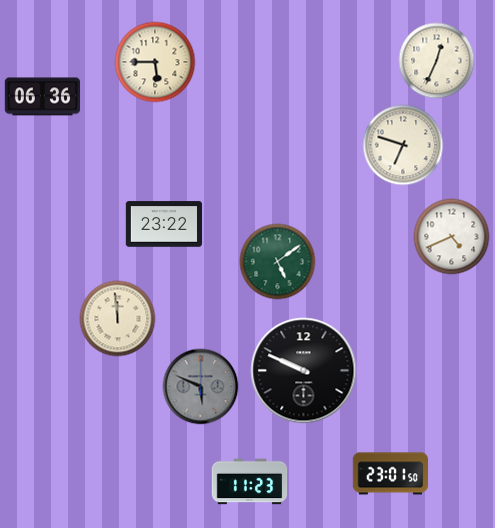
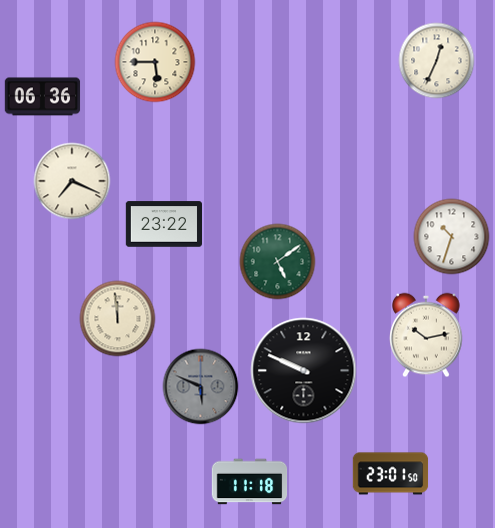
clock at (403, 145): 6:48 -> none
clock at (72, 181): none -> 7:19
clock at (452, 237): 4:41 -> 10:33
clock at (426, 335): none -> 10:13
clock at (250, 482): 11:23 -> 11:18
